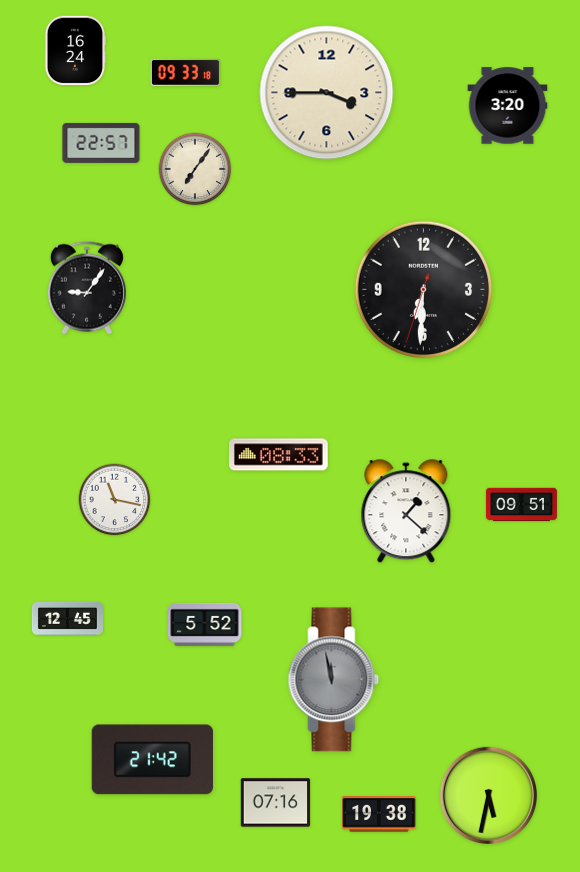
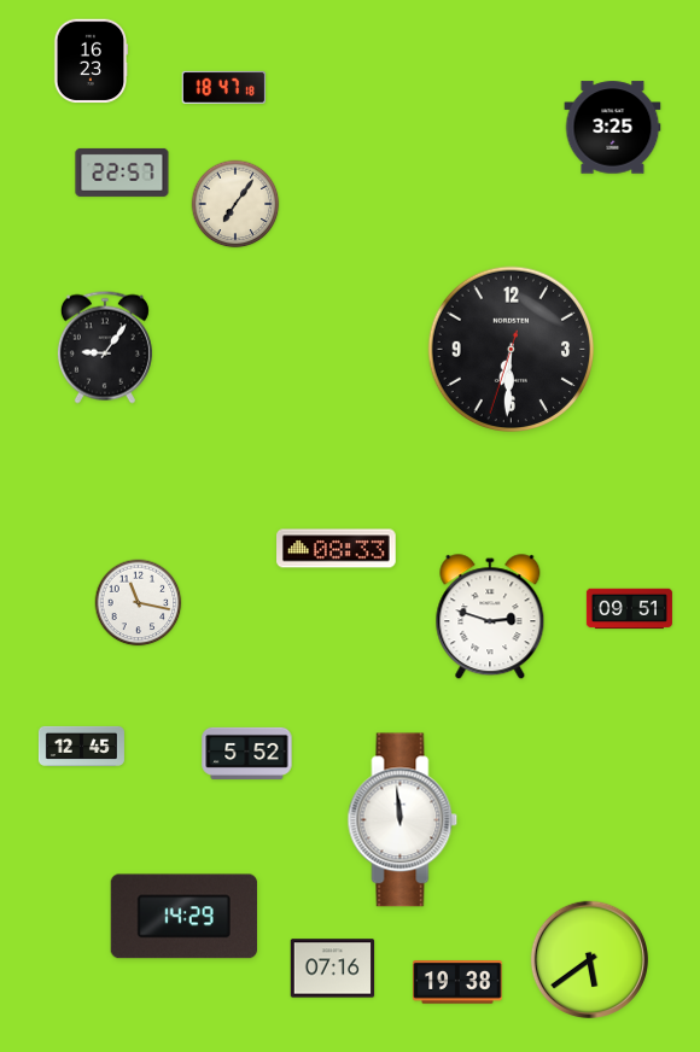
clock at (75, 51): 16:24 -> 16:23
clock at (186, 72): 09:33 -> 18:47
clock at (327, 93): 3:45 -> none
clock at (508, 106): 3:20 -> 3:25
clock at (406, 512): 1:22 -> 2:48
clock at (334, 680): 11:58 -> 11:59
clock at (334, 680) dial: grey -> white
clock at (152, 760): 21:42 -> 14:29
clock at (488, 795): 5:32 -> 5:39
